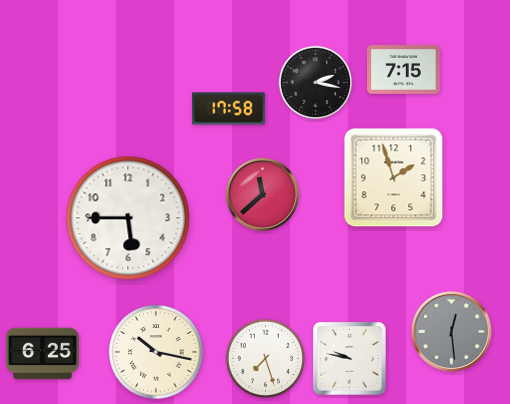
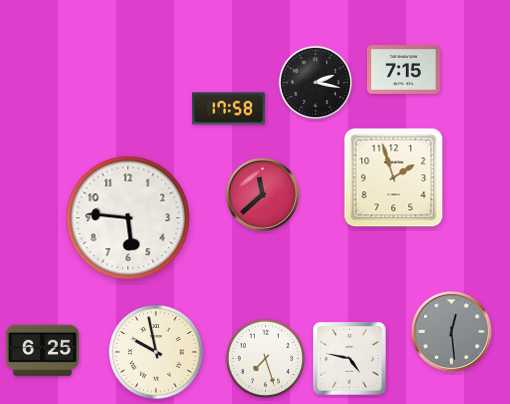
clock at (128, 218): 5:45 -> 5:46
clock at (156, 352): 10:17 -> 9:58
clock at (43, 354) position: (43, 354) -> (43, 351)
clock at (350, 359): 9:47 -> 4:47
